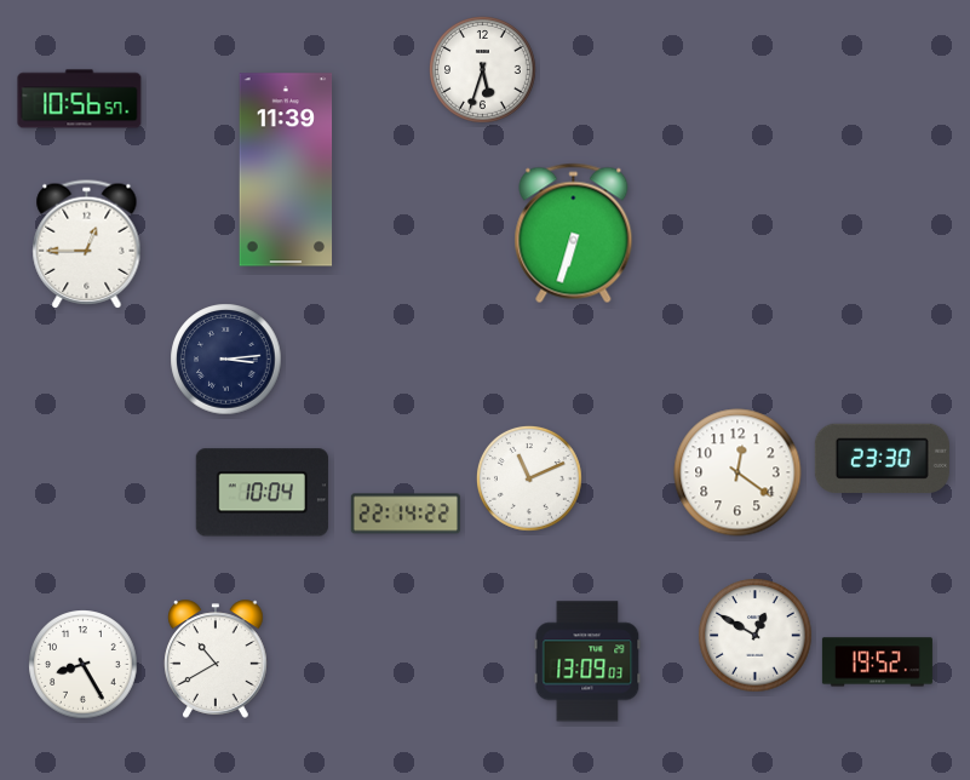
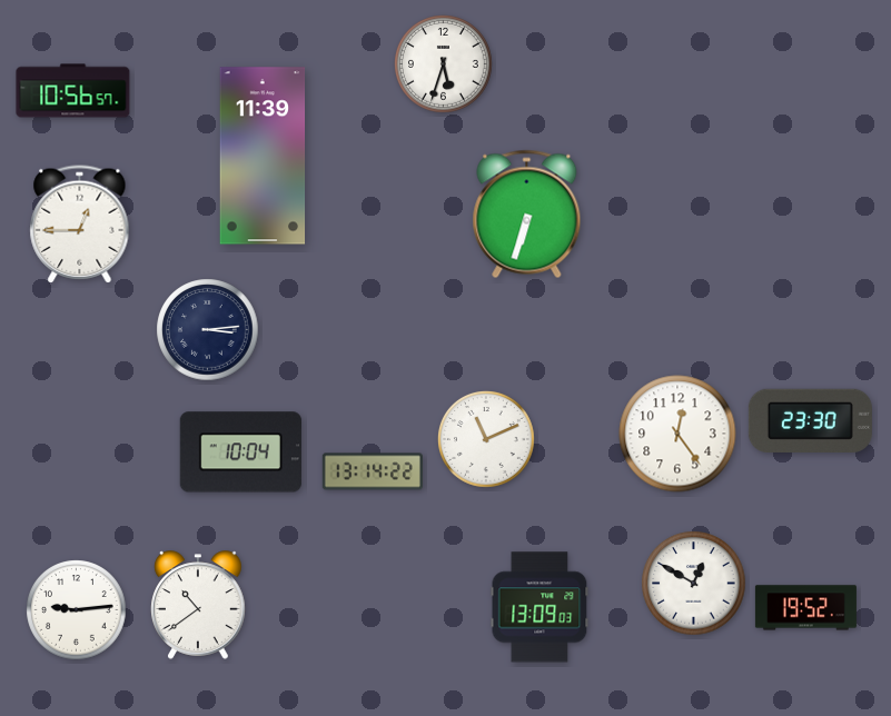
clock at (737, 472): 12:21 -> 12:24
clock at (406, 514): 22:14 -> 13:14
clock at (216, 659): 10:40 -> 10:39
clock at (84, 665): 8:25 -> 9:14
